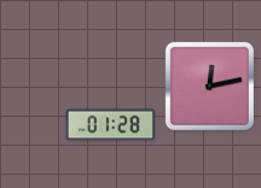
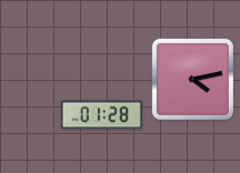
clock at (209, 86): 12:13 -> 4:13
